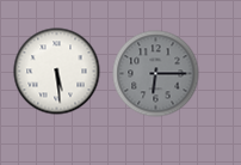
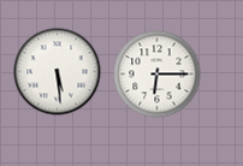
clock at (156, 74) dial: grey -> white
